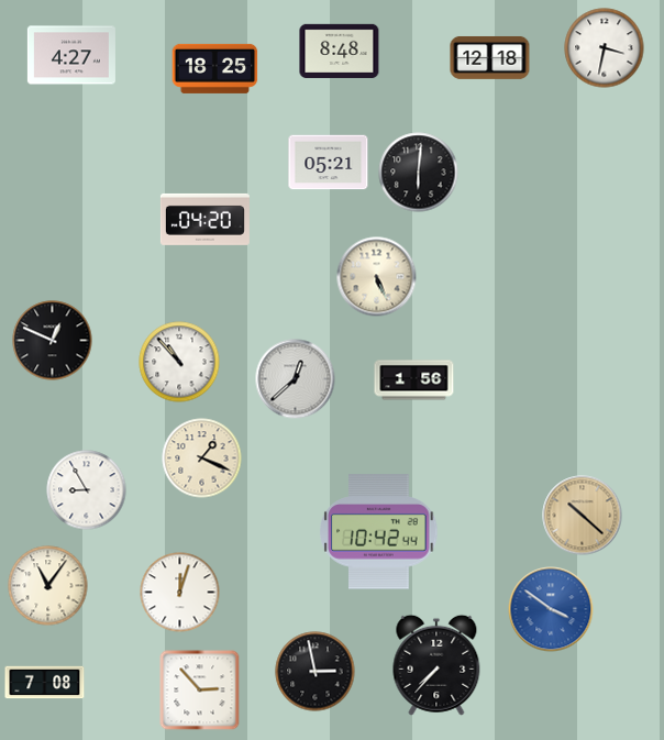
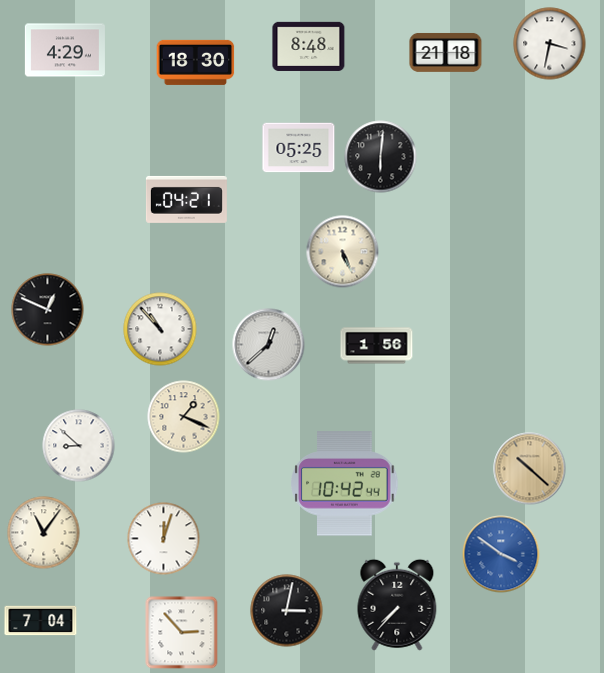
clock at (71, 55): 4:27 -> 4:29
clock at (490, 57): 12:18 -> 21:18
clock at (215, 68): 18:25 -> 18:30
clock at (329, 163): 05:21 -> 05:25
clock at (204, 219): 04:20 -> 04:21
clock at (179, 362) position: (179, 362) -> (160, 329)
clock at (87, 490): 8:55 -> 8:52
clock at (316, 672): 2:58 -> 3:02
clock at (45, 683): 7:08 -> 7:04
clock at (200, 691) position: (200, 691) -> (182, 633)
